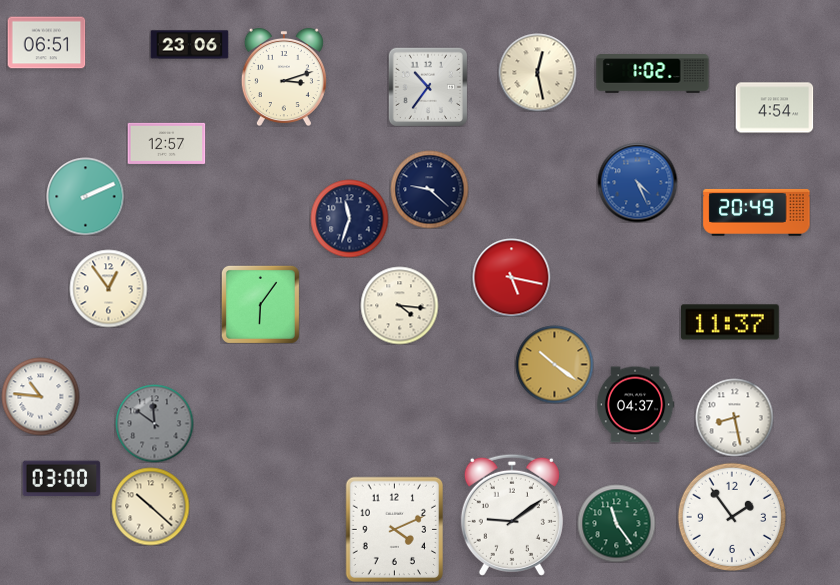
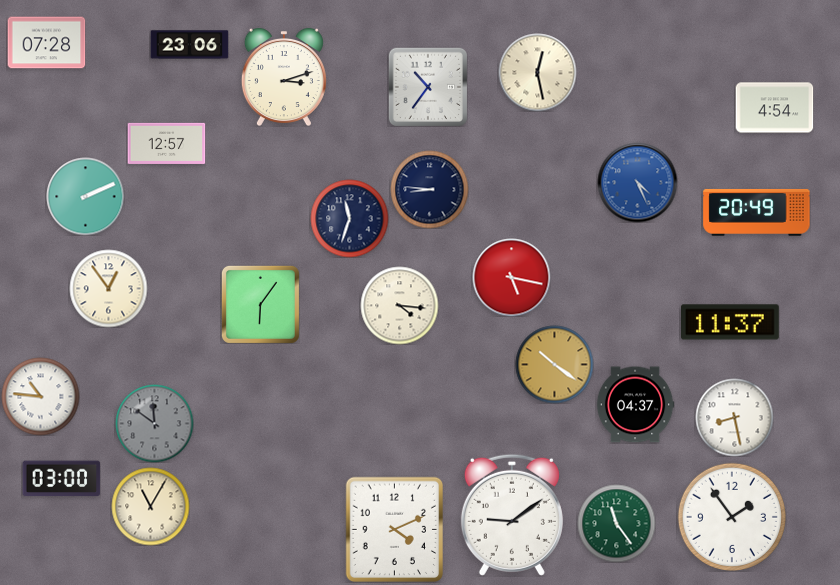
clock at (46, 43): 06:51 -> 07:28
clock at (653, 74): 1:02 -> none
clock at (429, 189): 9:22 -> 8:46
clock at (150, 506): 10:22 -> 11:05
